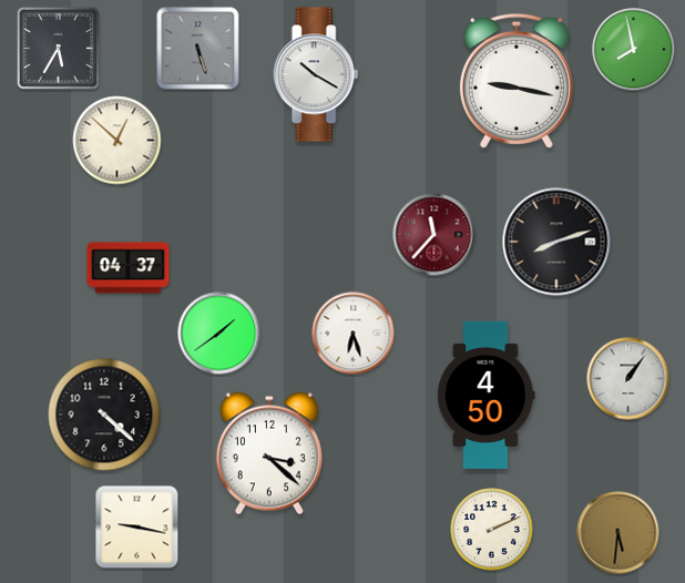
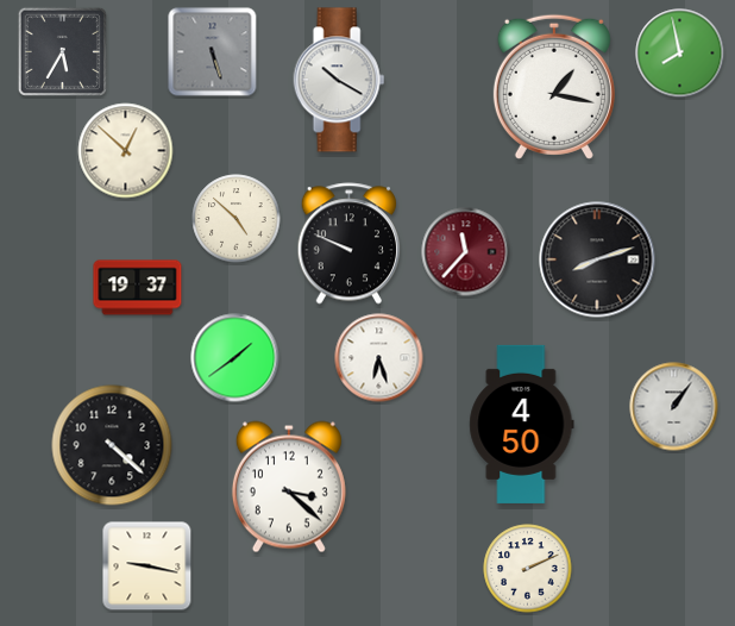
clock at (517, 81): 9:17 -> 1:17
clock at (237, 219): none -> 4:52
clock at (350, 244): none -> 9:49
clock at (129, 268): 04:37 -> 19:37
clock at (618, 533): 5:31 -> none
